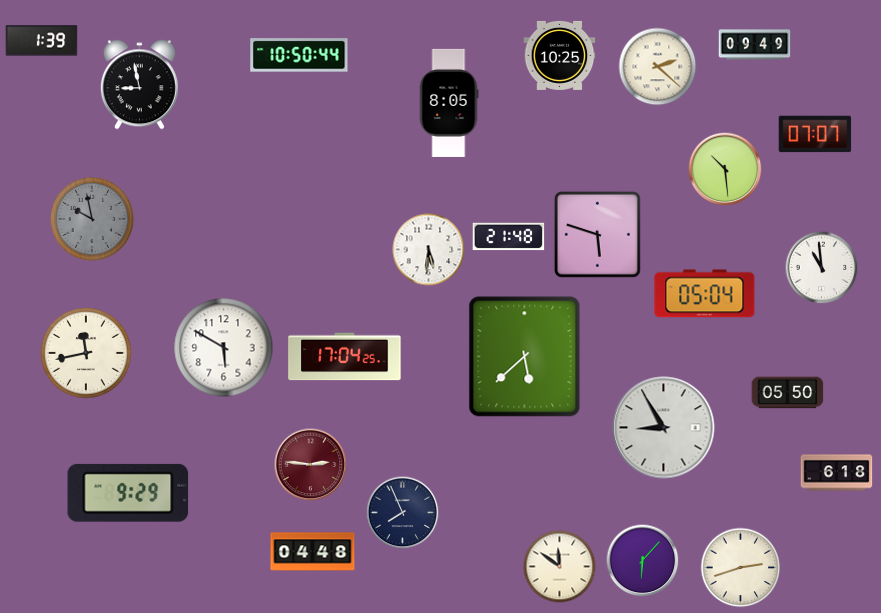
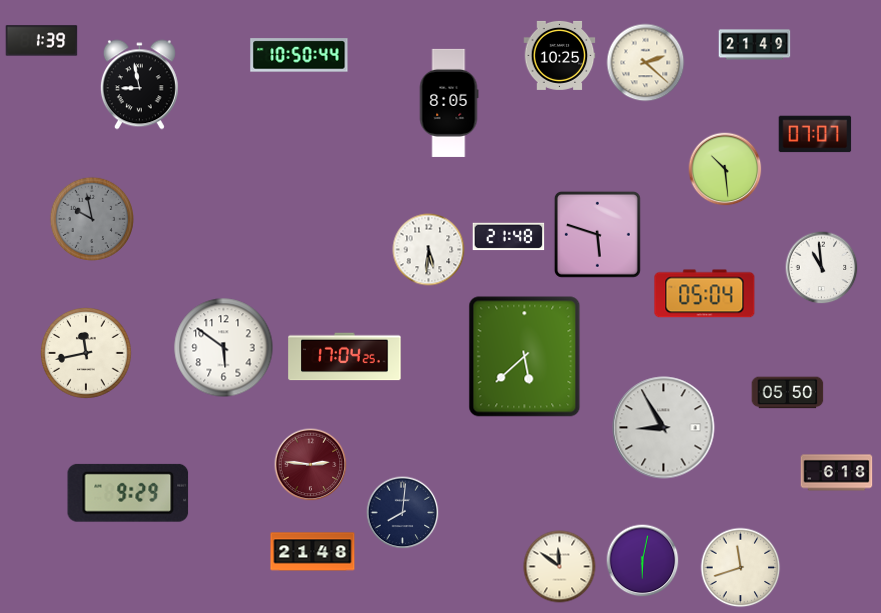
clock at (755, 45): 09:49 -> 21:49
clock at (658, 67) position: (658, 67) -> (646, 63)
clock at (224, 348): 5:50 -> 5:51
clock at (403, 513): 7:56 -> 8:01
clock at (313, 552): 04:48 -> 21:48
clock at (643, 561): 6:07 -> 6:02
clock at (741, 568): 2:42 -> 11:42
